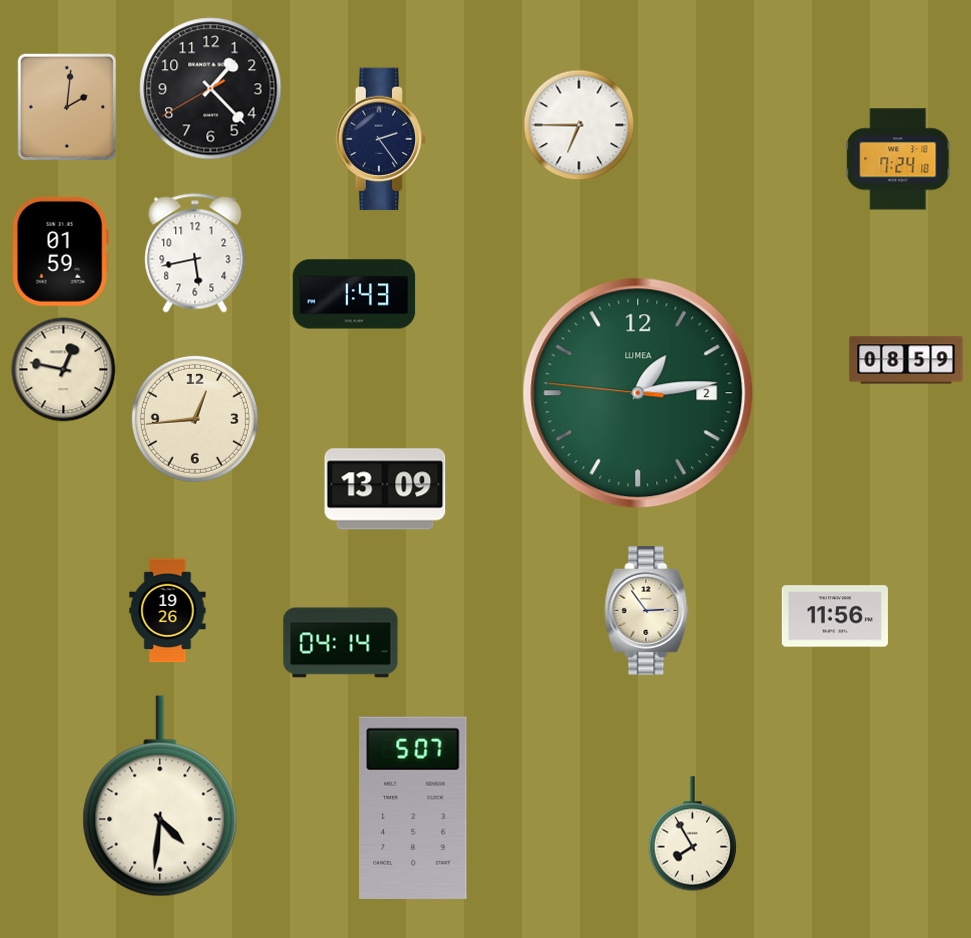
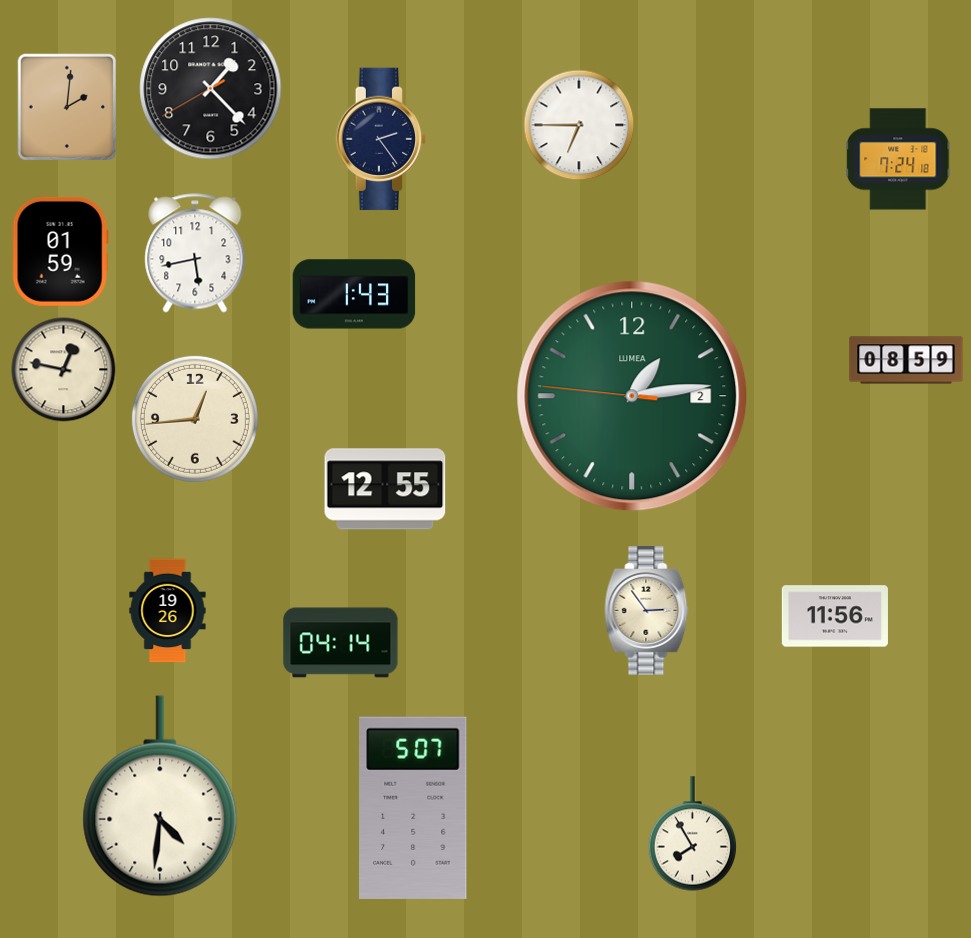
clock at (638, 393) position: (638, 393) -> (632, 396)
clock at (385, 489): 13:09 -> 12:55
